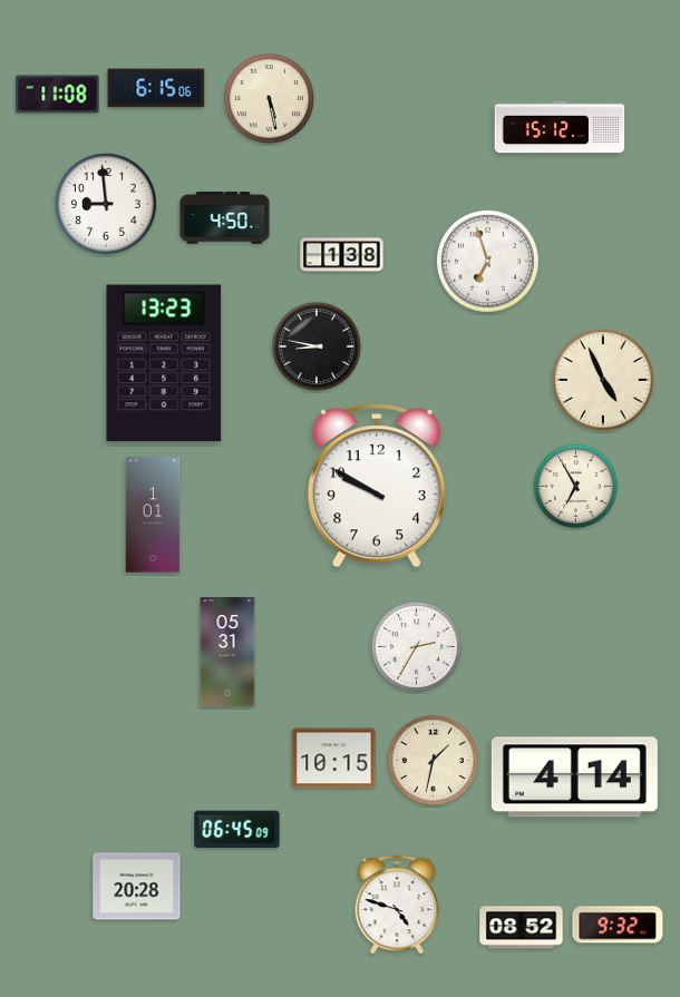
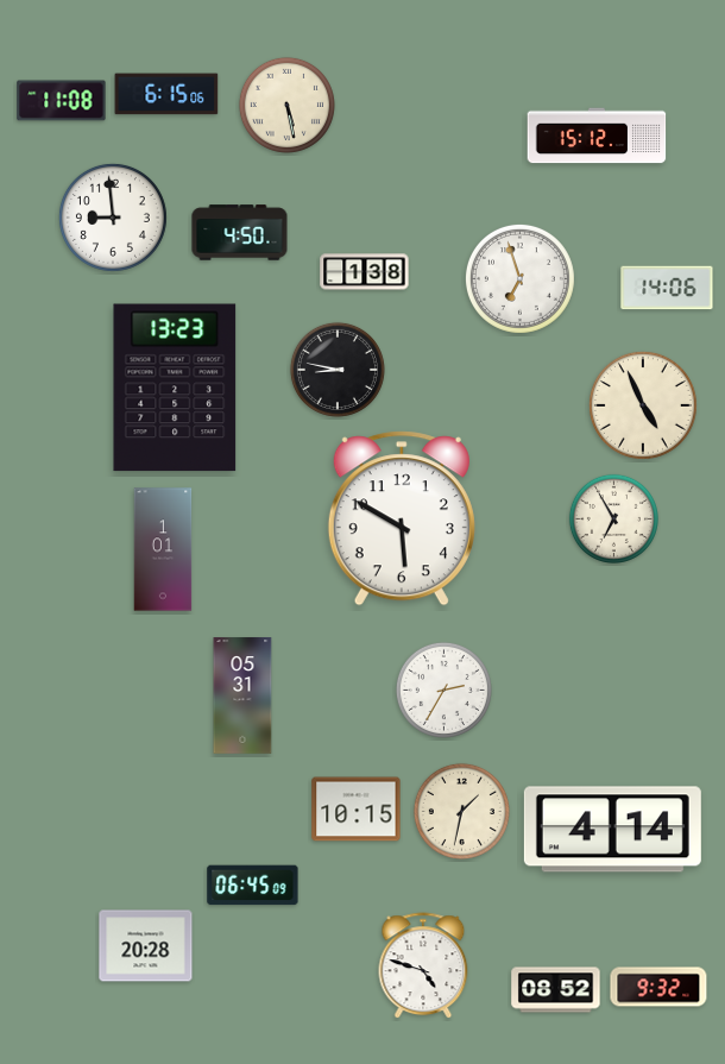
clock at (667, 288): none -> 14:06
clock at (377, 486): 9:50 -> 5:50
